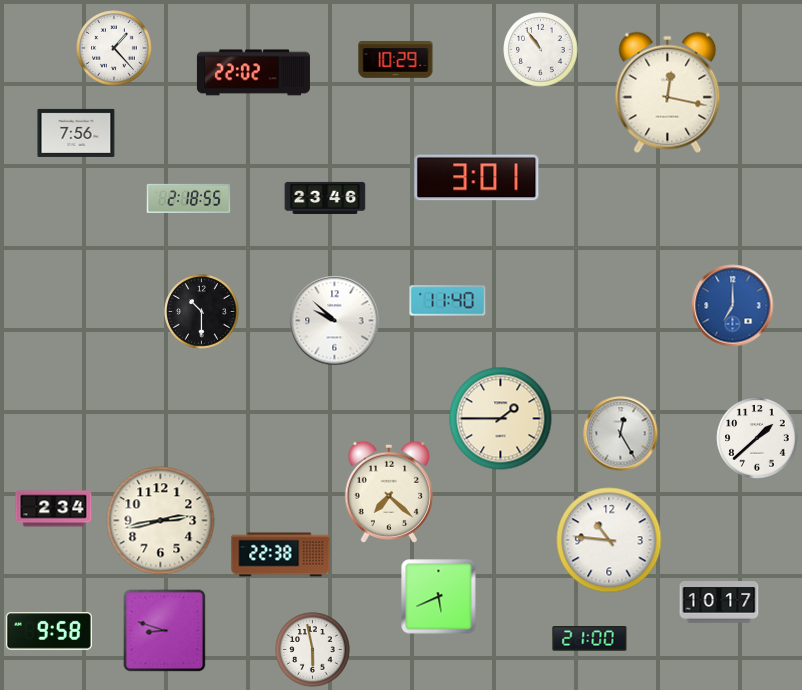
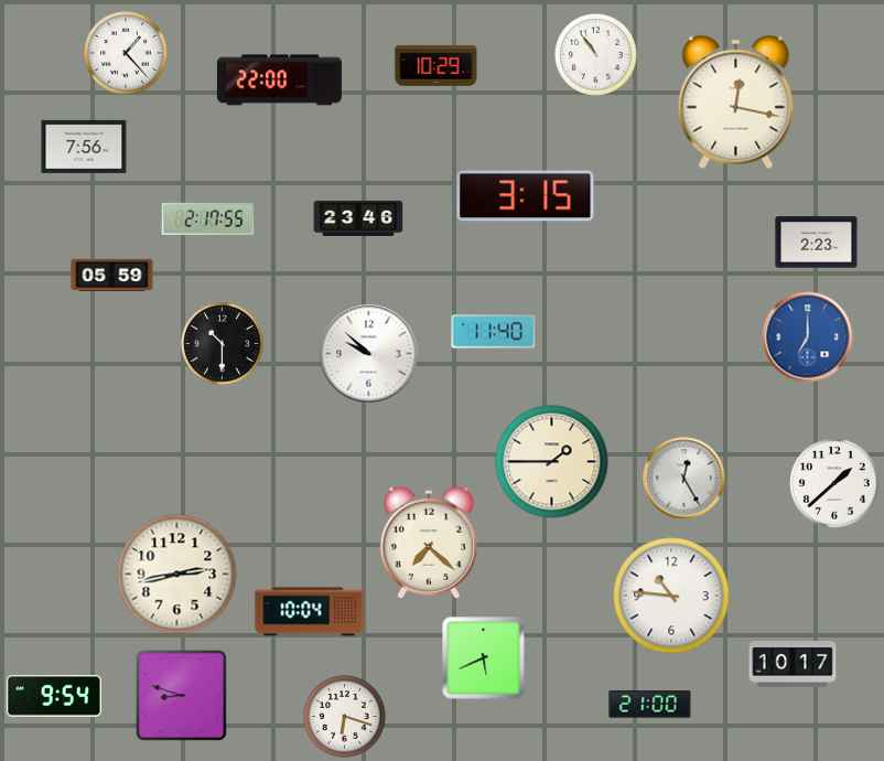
clock at (253, 73): 22:02 -> 22:00
clock at (477, 178): 3:01 -> 3:15
clock at (189, 198): 2:18 -> 2:17
clock at (817, 243): none -> 2:23
clock at (112, 276): none -> 05:59
clock at (54, 509): 2:34 -> none
clock at (281, 555): 22:38 -> 10:04
clock at (49, 631): 9:58 -> 9:54
clock at (313, 650): 5:58 -> 6:18
